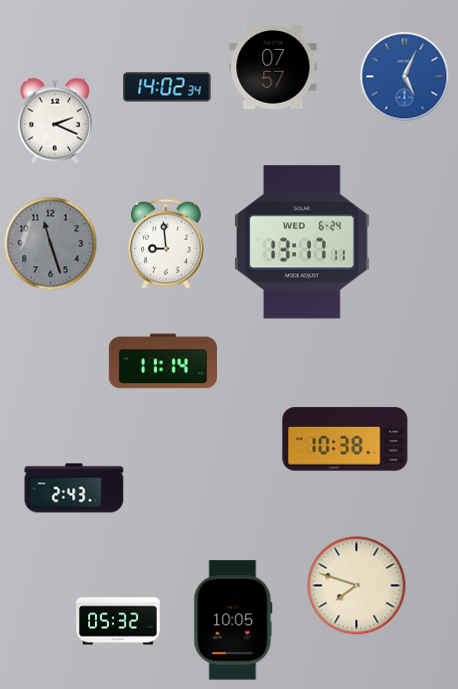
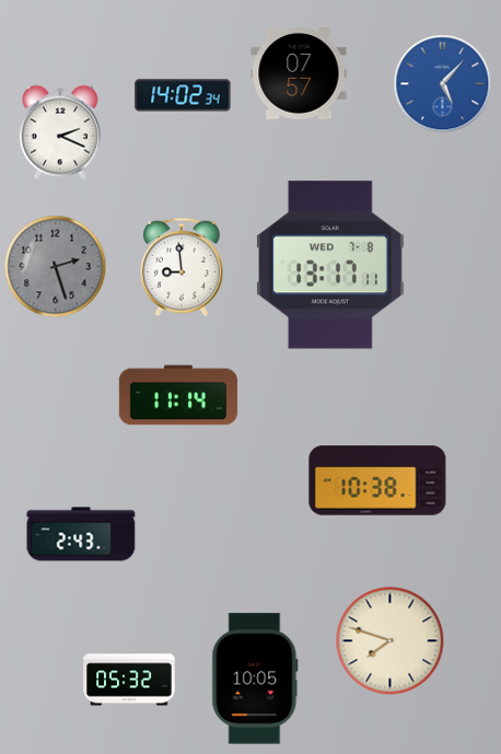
clock at (405, 77): 5:04 -> 5:07
clock at (302, 242) date: WED 6-24 -> WED 7-8
clock at (51, 244): 11:27 -> 2:27
